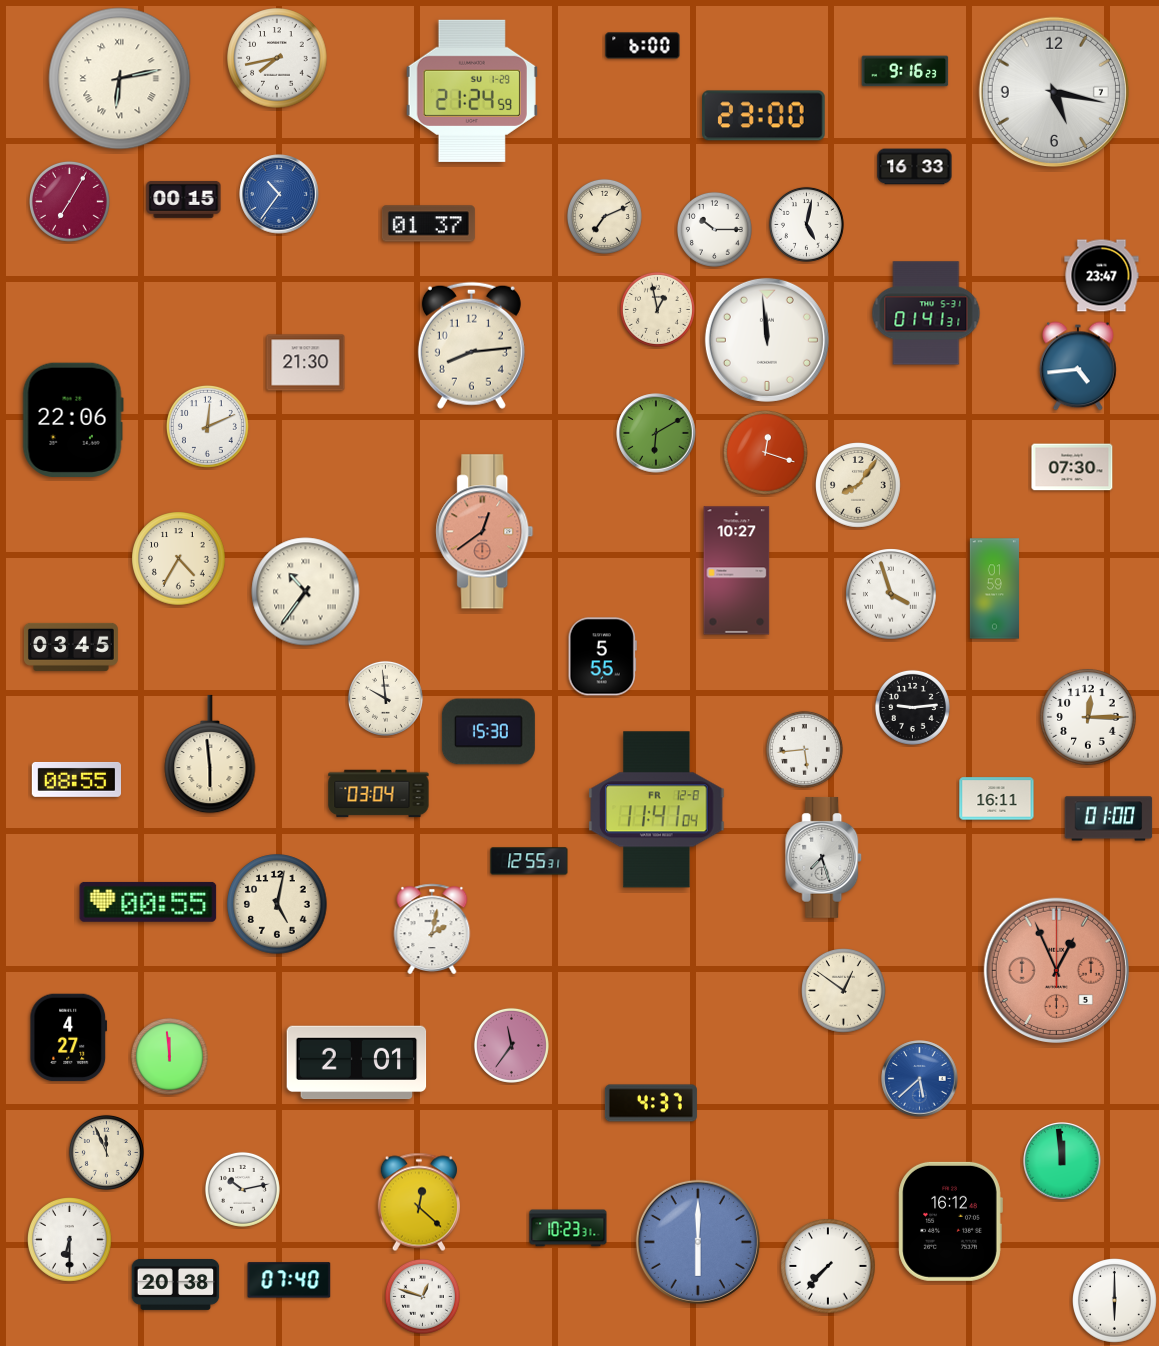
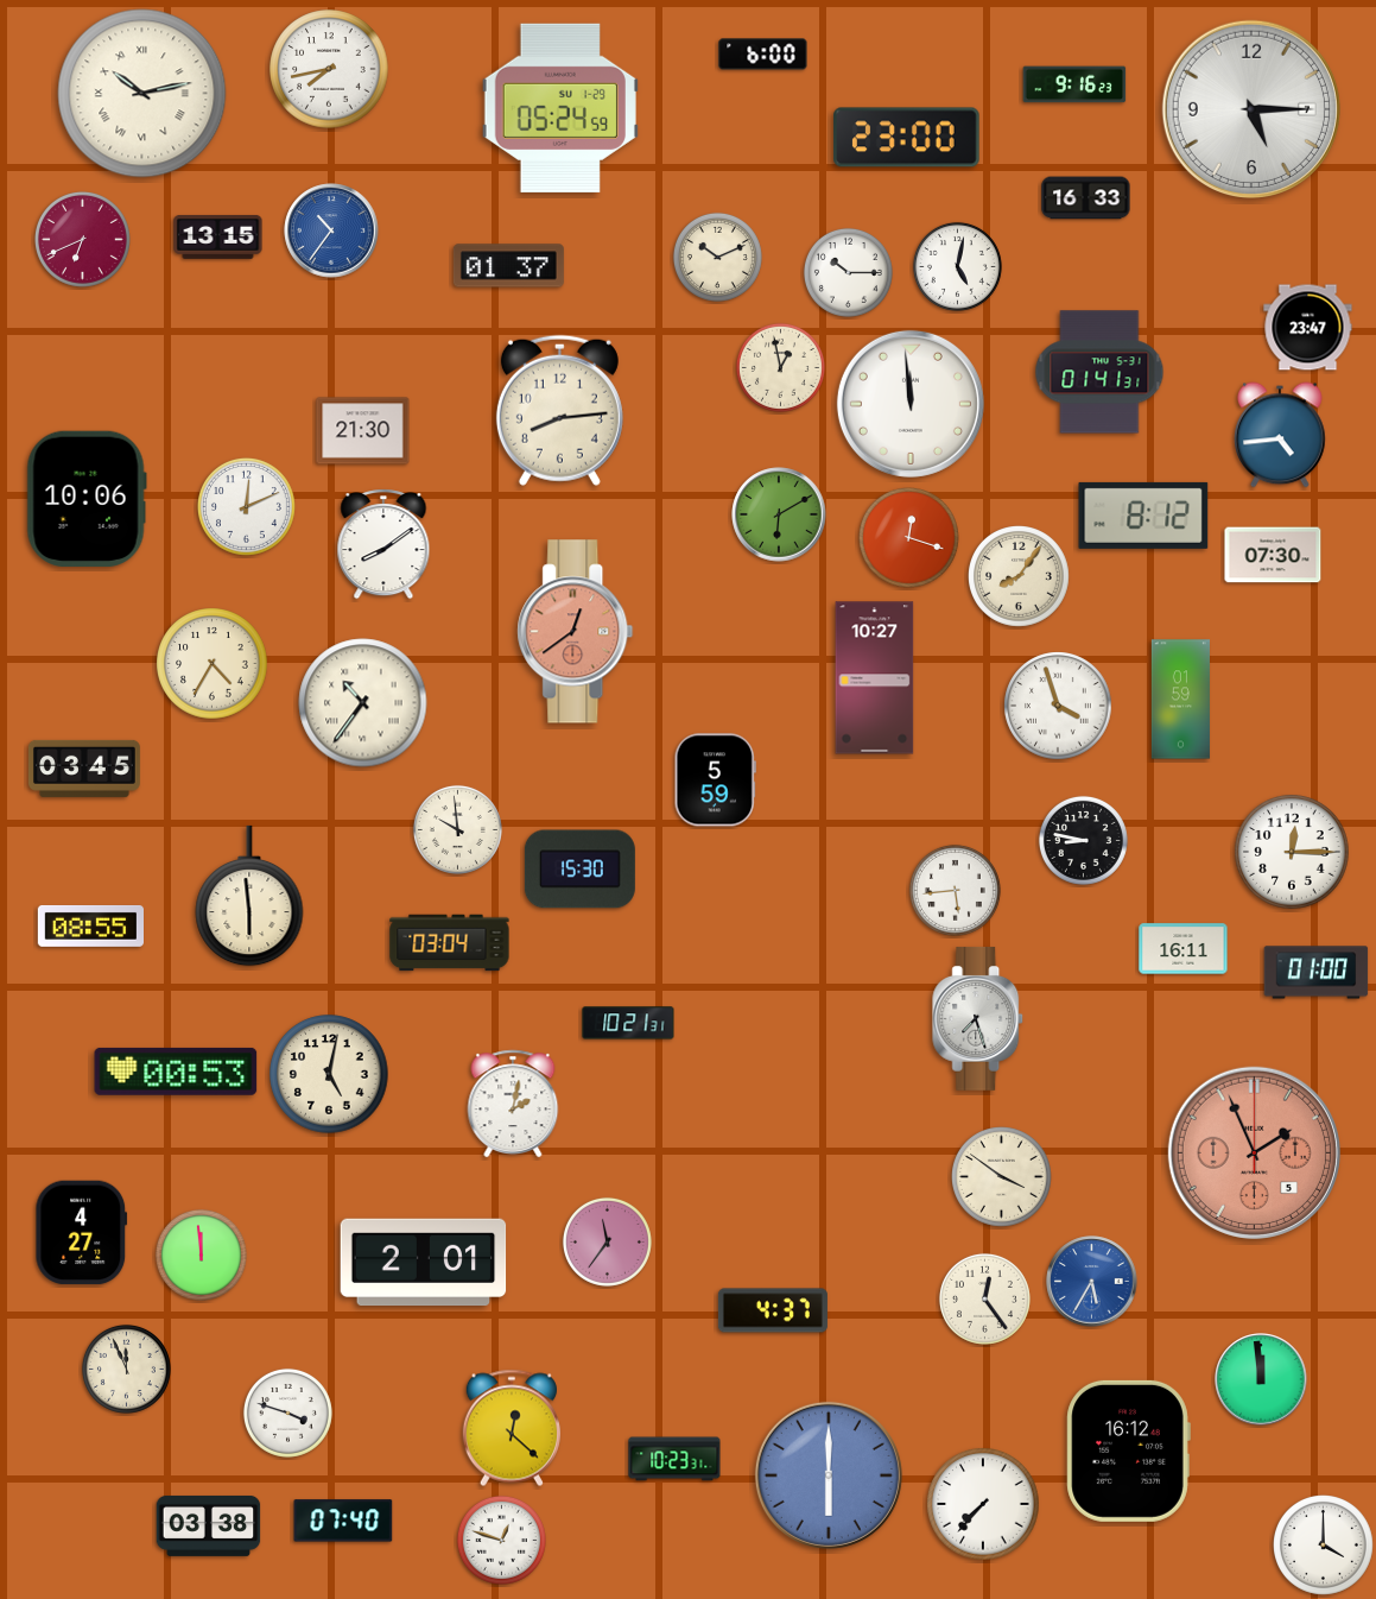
clock at (120, 79): 6:13 -> 10:13
clock at (472, 91): 21:24 -> 05:24
clock at (1054, 92): 5:17 -> 5:15
clock at (184, 199): 00:15 -> 13:15
clock at (69, 201): 7:05 -> 6:41
clock at (604, 216): 7:11 -> 10:11
clock at (73, 420): 22:06 -> 10:06
clock at (1143, 516): none -> 8:12
clock at (383, 544): none -> 8:09
clock at (602, 657): 5:55 -> 5:59
clock at (912, 707): 9:14 -> 8:47
clock at (657, 810): 11:41 -> none
clock at (529, 861): 12:55 -> 10:21
clock at (148, 902): 00:55 -> 00:53
clock at (1056, 970): 12:56 -> 1:56
clock at (844, 991): 12:51 -> 3:51
clock at (920, 1079): 5:38 -> 5:35
clock at (984, 1298): none -> 12:24
clock at (242, 1189): 10:13 -> 3:48
clock at (419, 1202) position: (419, 1202) -> (512, 1428)
clock at (70, 1240): 6:30 -> none
clock at (176, 1284): 20:38 -> 03:38
clock at (1115, 1301): 6:00 -> 4:00
